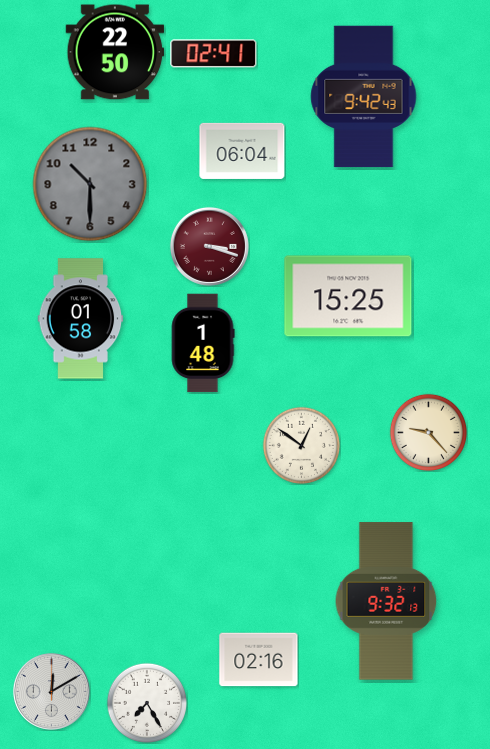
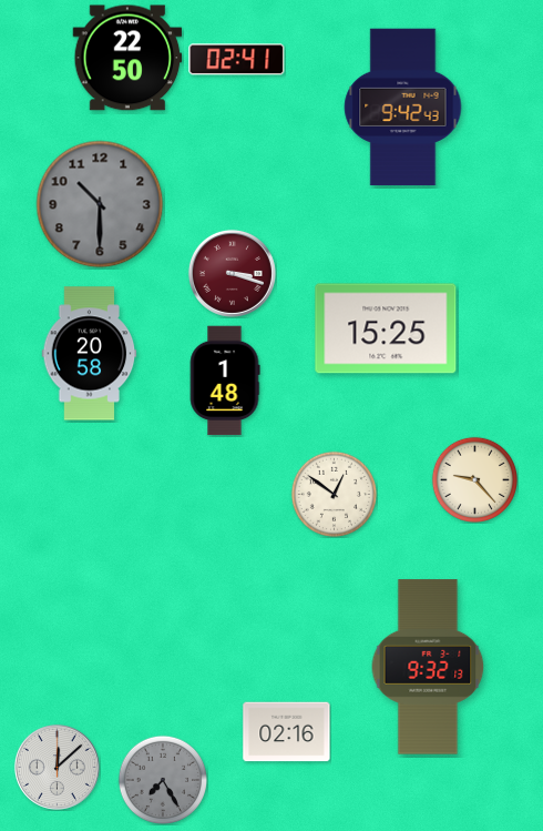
clock at (242, 151): 06:04 -> none
clock at (81, 319): 01:58 -> 20:58
clock at (51, 691): 12:10 -> 12:08
clock at (147, 703) dial: white -> grey
